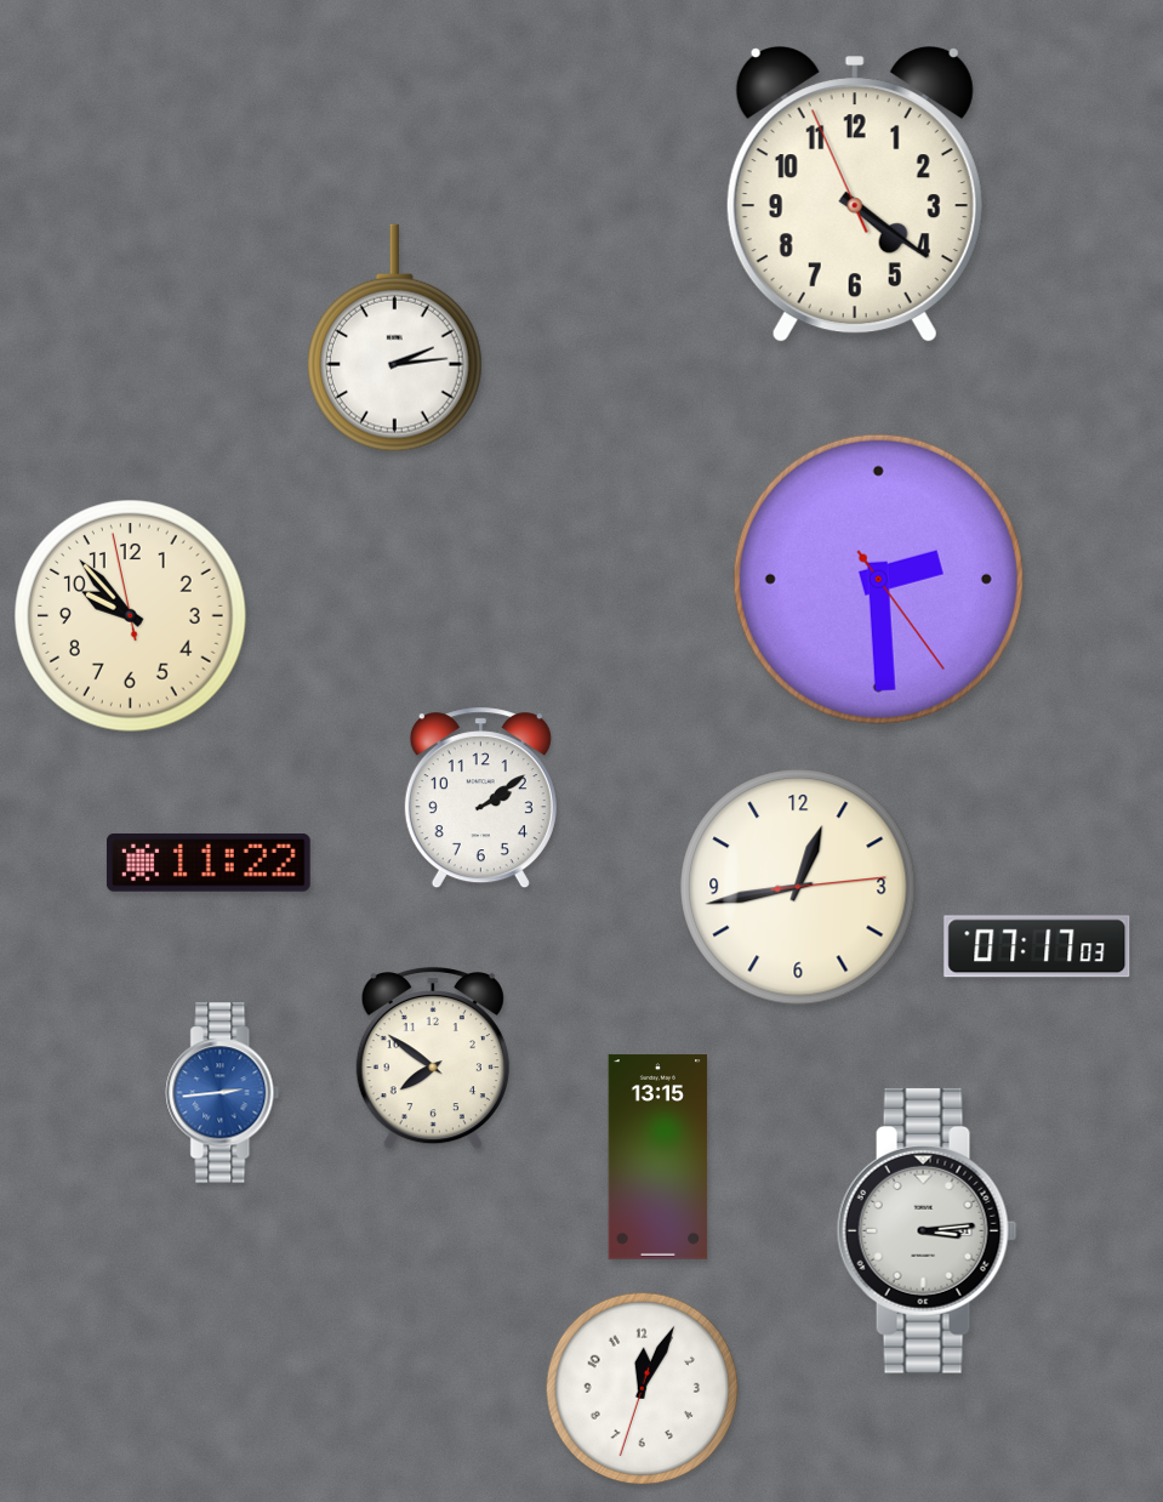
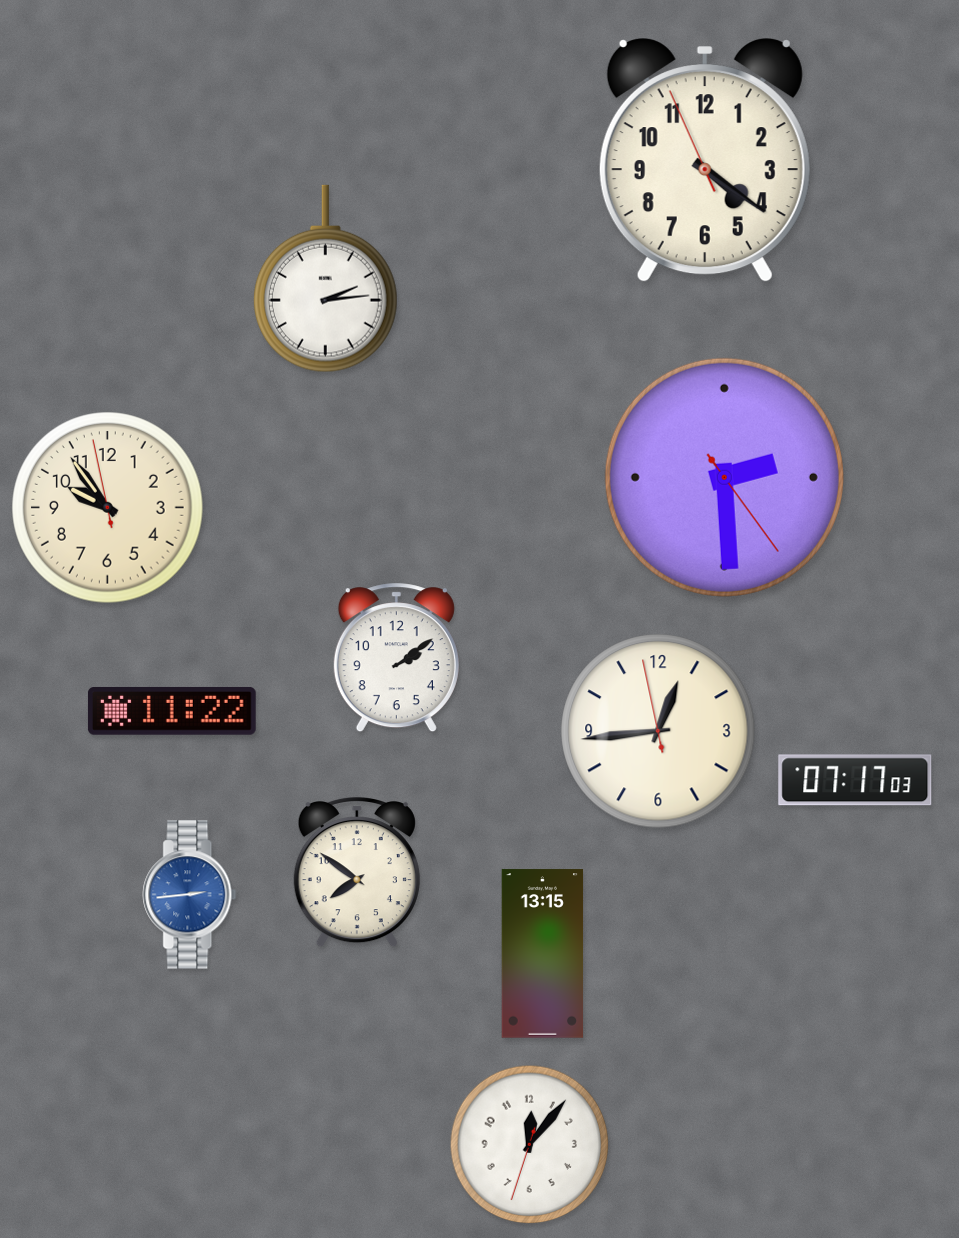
clock at (131, 616): 9:52 -> 9:53
clock at (798, 887): 12:43:14 -> 12:43:58
clock at (223, 1093) position: (223, 1093) -> (190, 895)
clock at (927, 1230): 3:14 -> none
clock at (643, 1389): 12:04 -> 12:06
